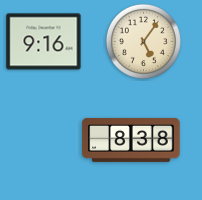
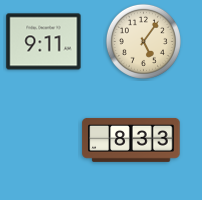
clock at (44, 42): 9:16 -> 9:11
clock at (131, 140): 8:38 -> 8:33
